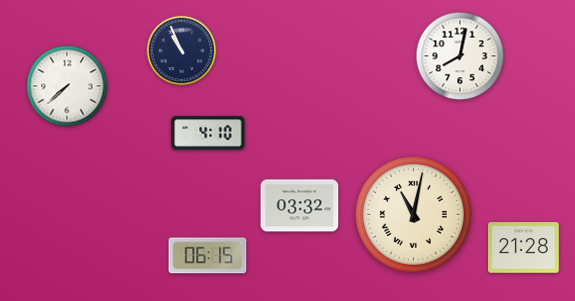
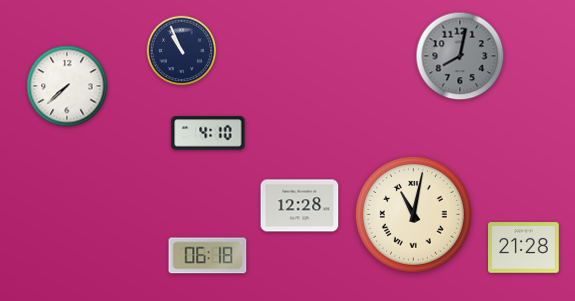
clock at (460, 56) dial: white -> grey
clock at (300, 206): 03:32 -> 12:28
clock at (208, 256): 06:15 -> 06:18
